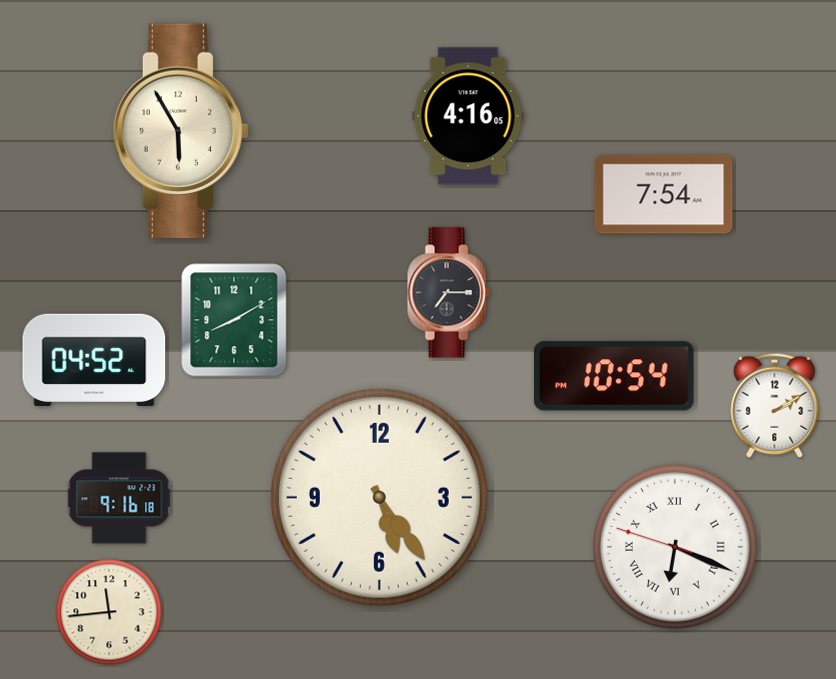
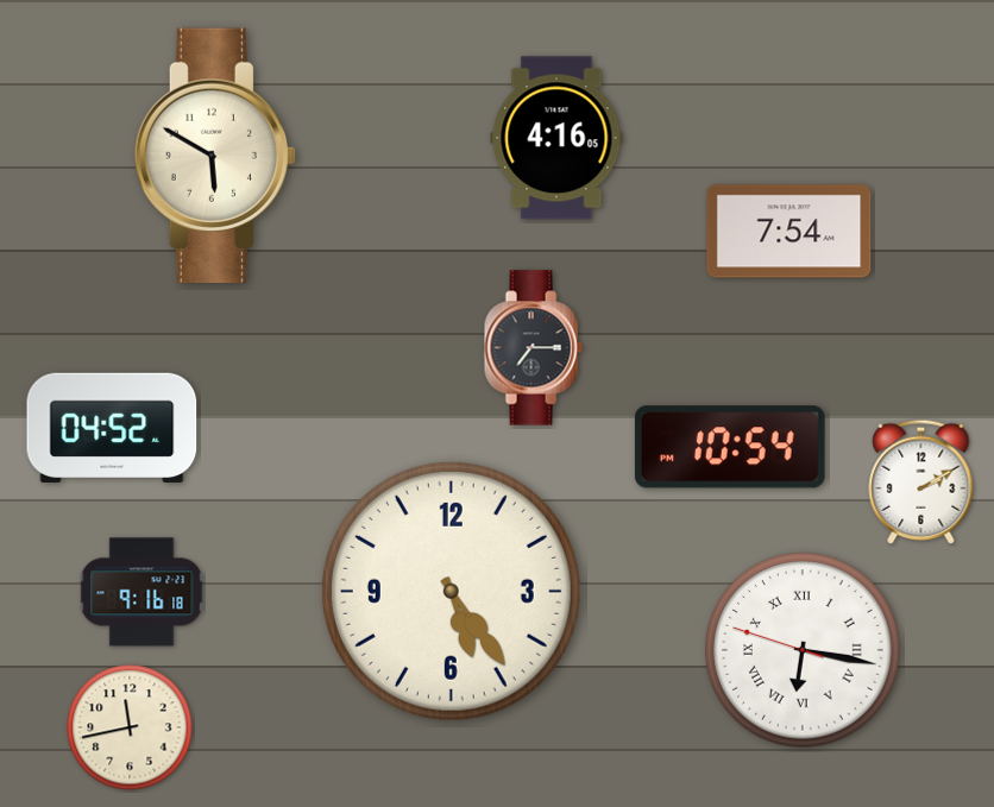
clock at (180, 130): 5:55 -> 5:50
clock at (234, 320): 8:10 -> none
clock at (675, 547): 6:18 -> 6:16
clock at (109, 612): 11:44 -> 11:43
